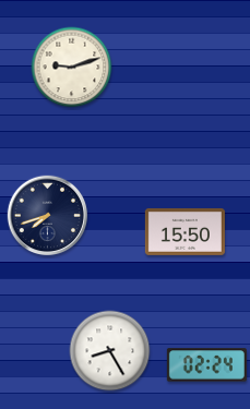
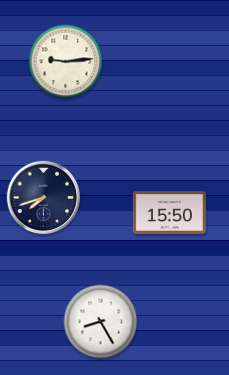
clock at (72, 68): 9:12 -> 9:14
clock at (206, 365): 02:24 -> none
